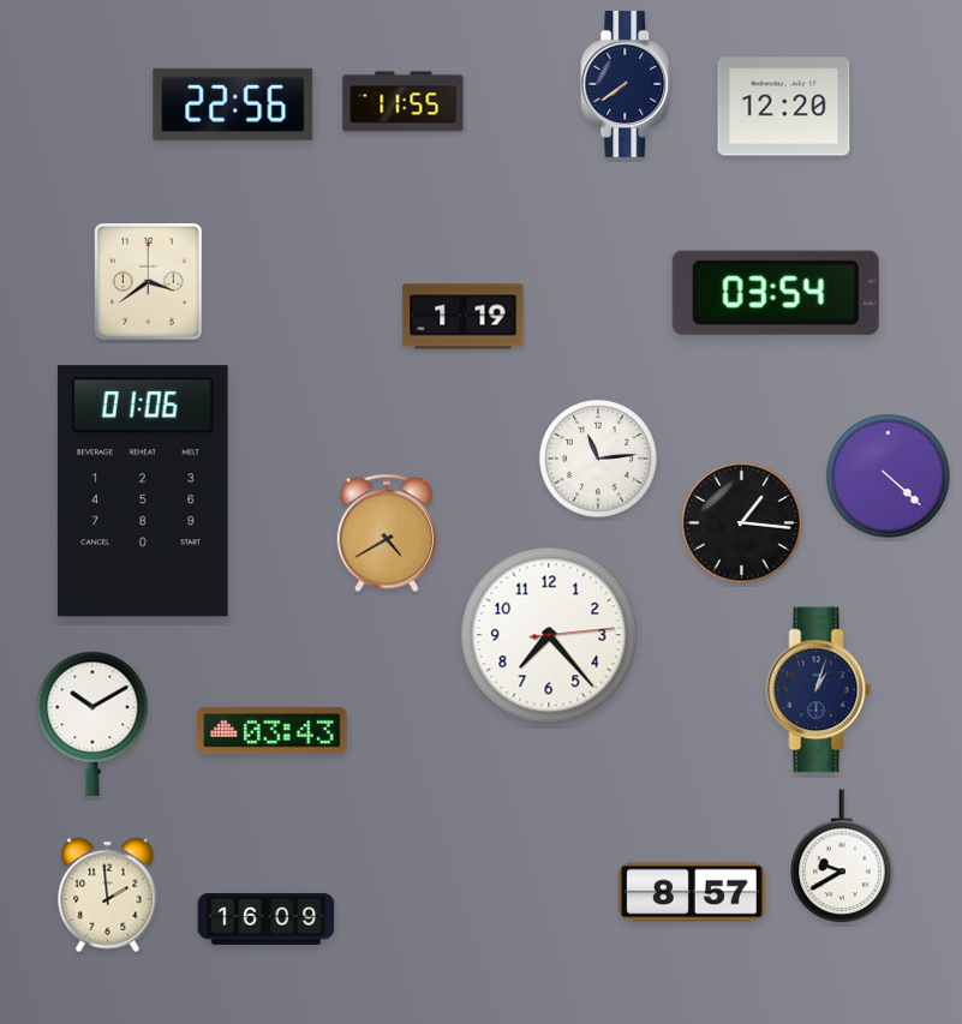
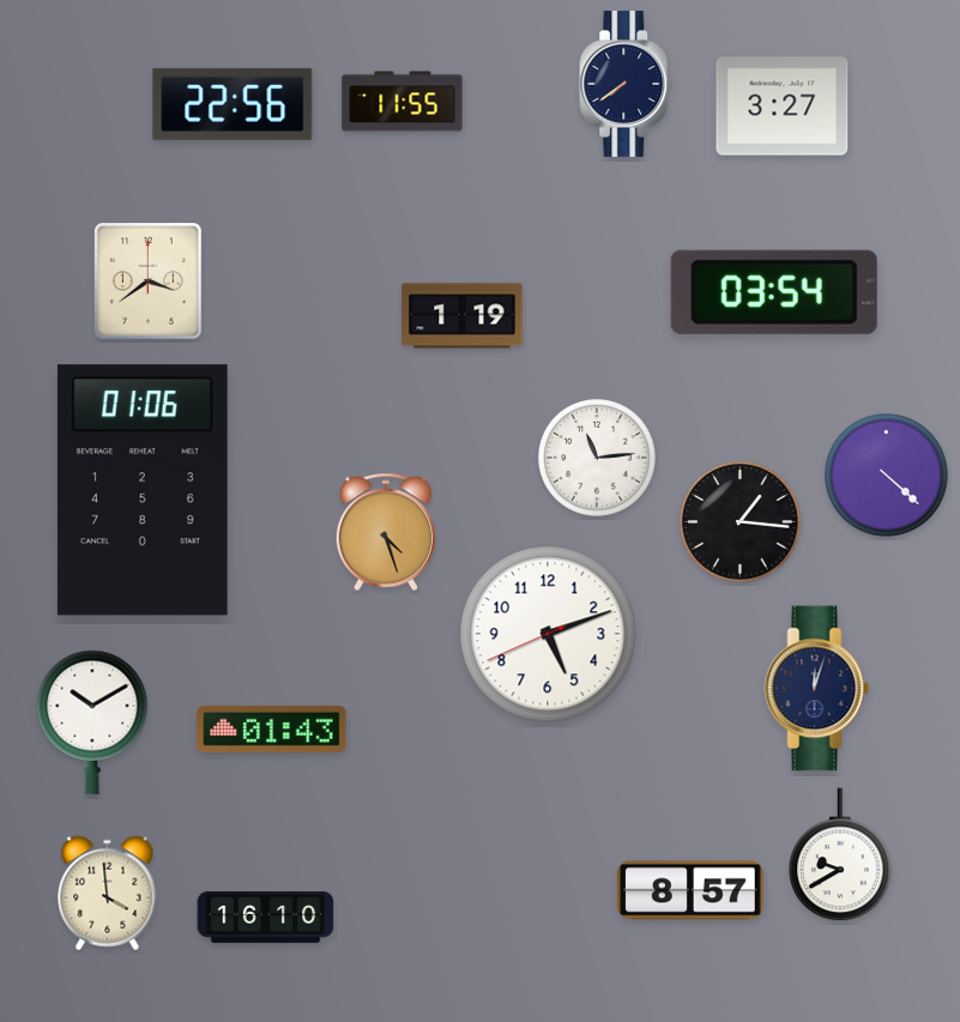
clock at (784, 107): 12:20 -> 3:27
clock at (386, 533): 4:40 -> 4:27
clock at (549, 635): 7:23 -> 5:11
clock at (819, 690): 1:03 -> 12:03
clock at (273, 730): 03:43 -> 01:43
clock at (108, 896): 1:59 -> 3:59
clock at (267, 918): 16:09 -> 16:10
